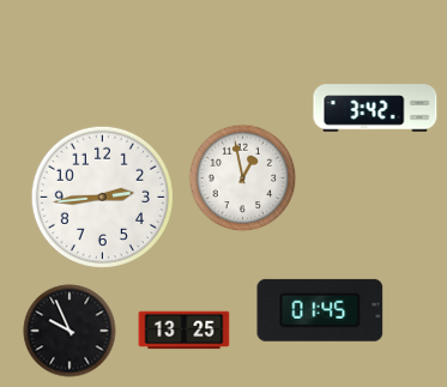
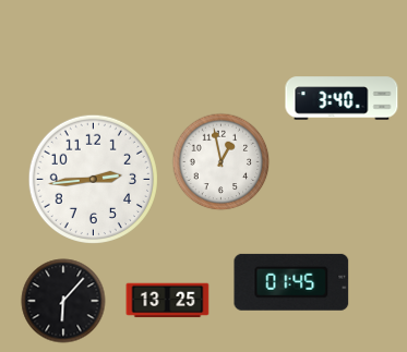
clock at (375, 108): 3:42 -> 3:40
clock at (70, 331): 9:56 -> 6:07
